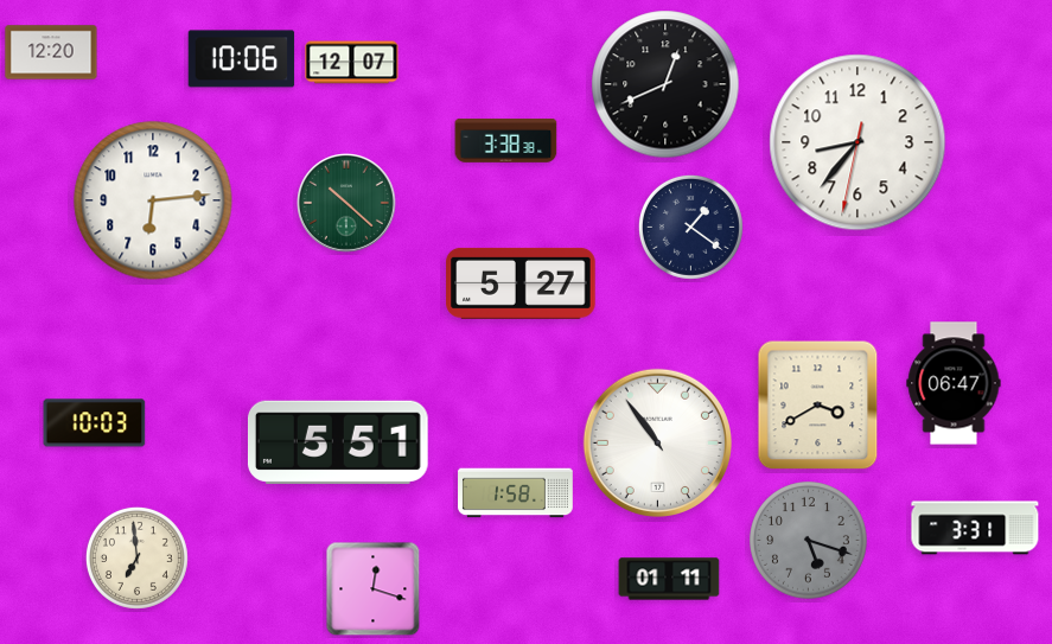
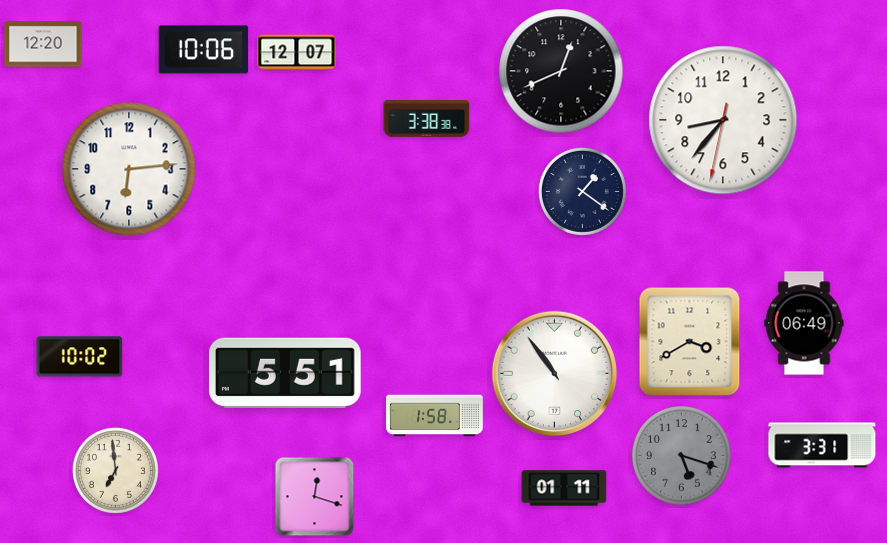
clock at (348, 204): 10:22 -> none
clock at (521, 283): 5:27 -> none
clock at (954, 383): 06:47 -> 06:49
clock at (95, 423): 10:03 -> 10:02
